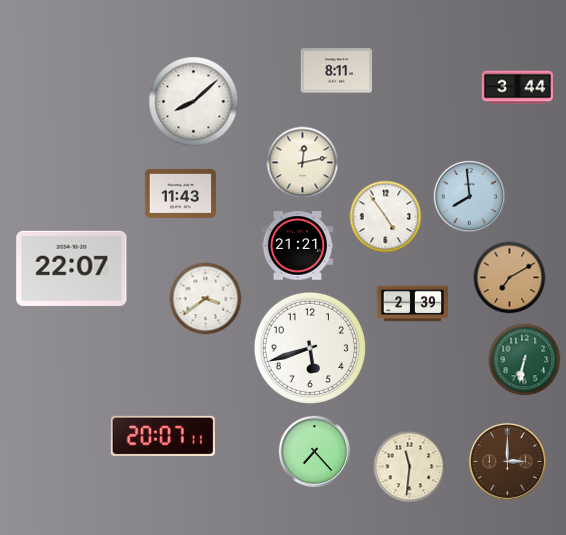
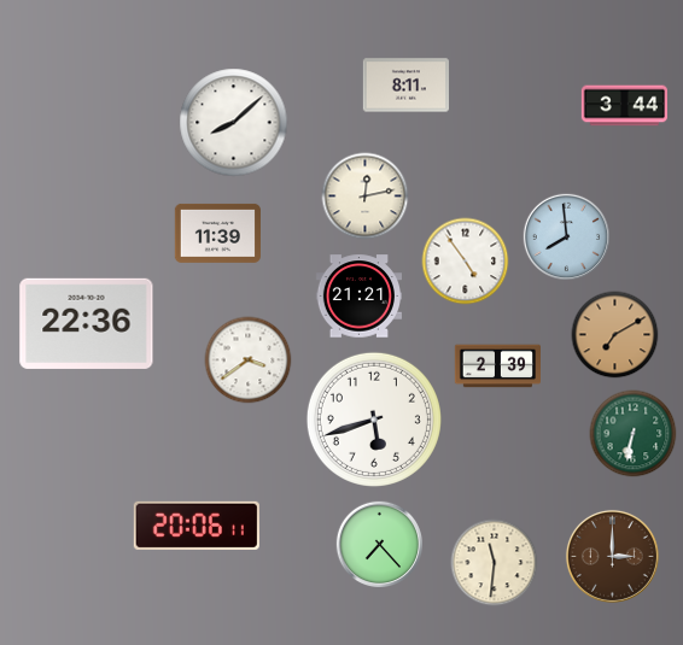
clock at (180, 193): 11:43 -> 11:39
clock at (72, 268): 22:07 -> 22:36
clock at (163, 436): 20:07 -> 20:06
